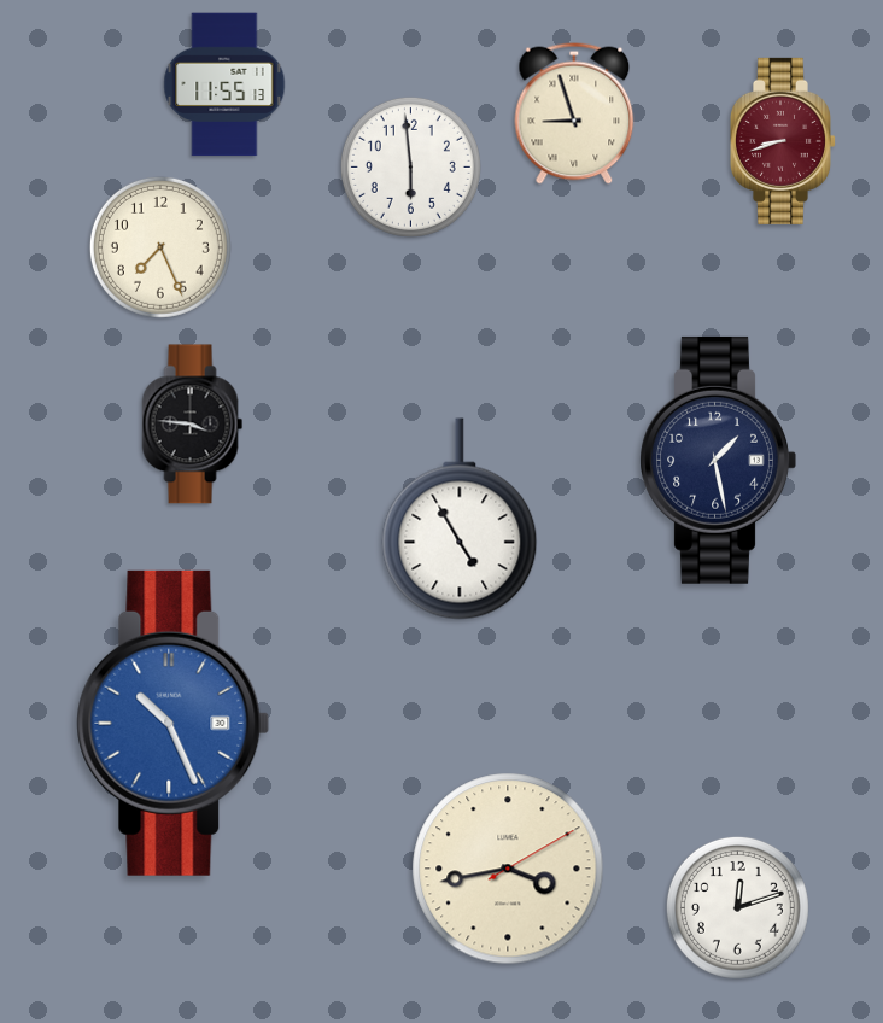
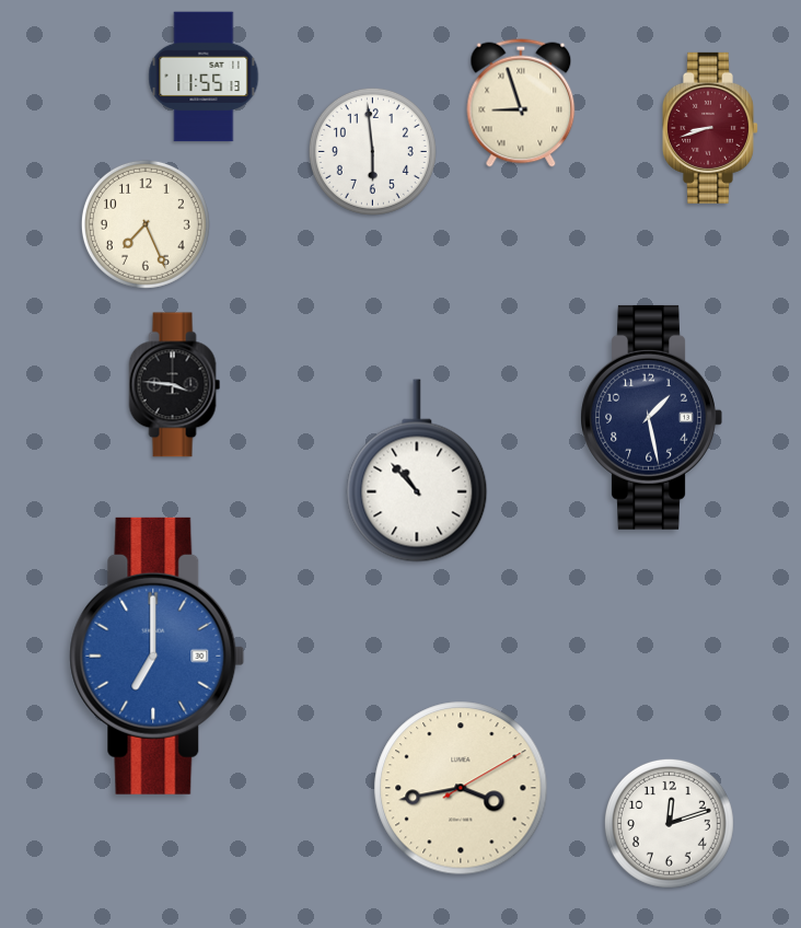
clock at (460, 519): 4:55 -> 10:53
clock at (174, 723): 10:26 -> 7:00
